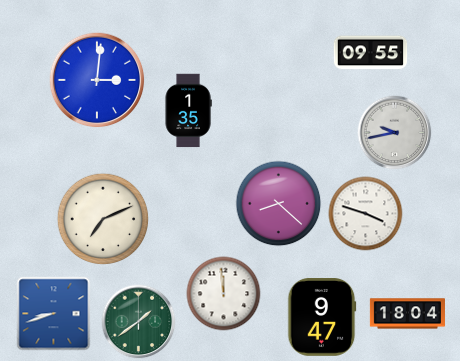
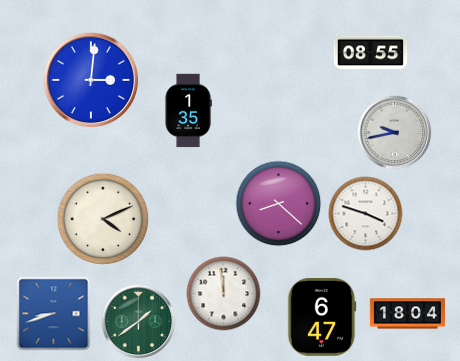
clock at (371, 53): 09:55 -> 08:55
clock at (97, 80) position: (97, 80) -> (91, 80)
clock at (103, 219): 7:11 -> 4:11
clock at (322, 318): 9:47 -> 6:47
